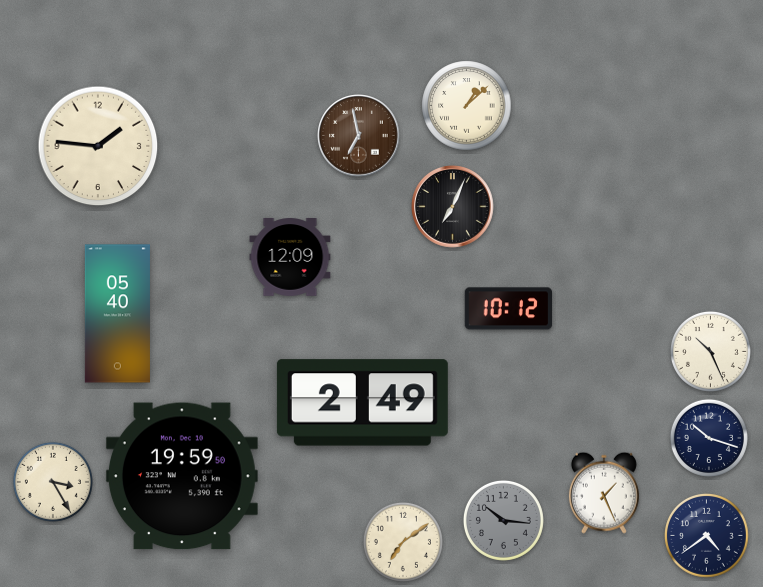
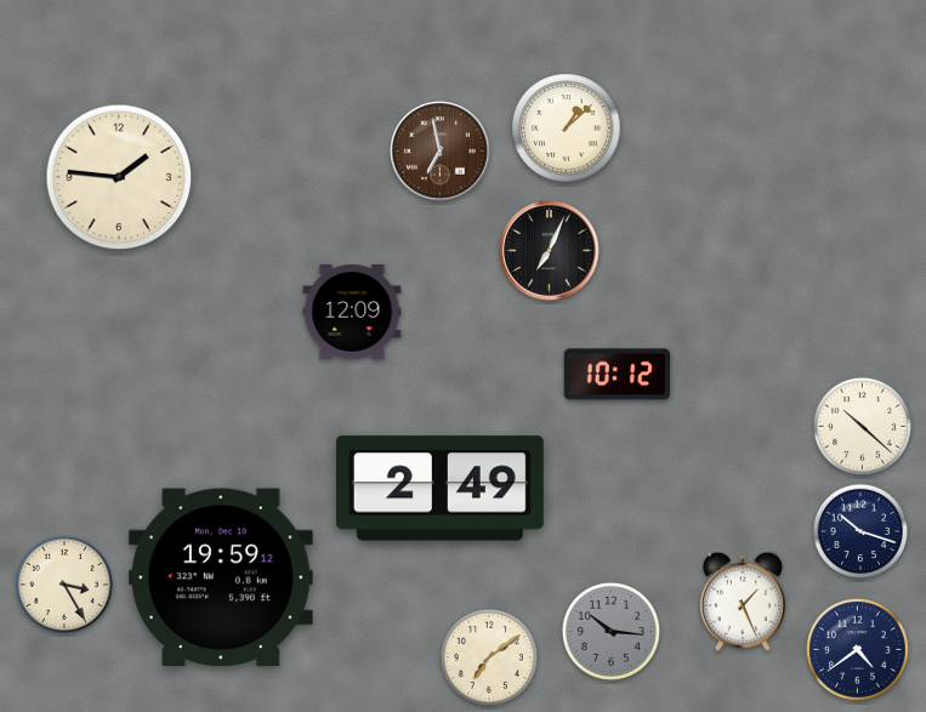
clock at (359, 136) position: (359, 136) -> (441, 152)
clock at (117, 314): 05:40 -> none
clock at (710, 351): 10:26 -> 10:22
clock at (182, 476): 19:59:50 -> 19:59:12
clock at (604, 493) position: (604, 493) -> (743, 602)
